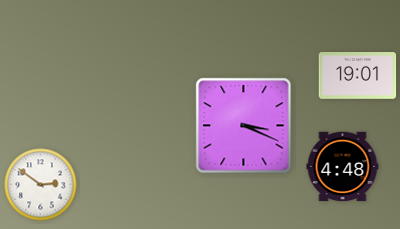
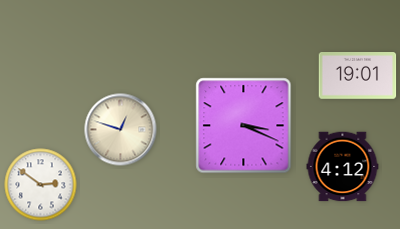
clock at (121, 130): none -> 12:48
clock at (343, 167): 4:48 -> 4:12
